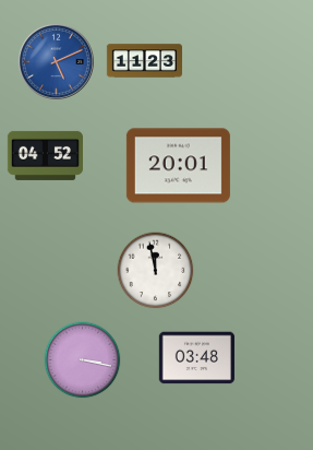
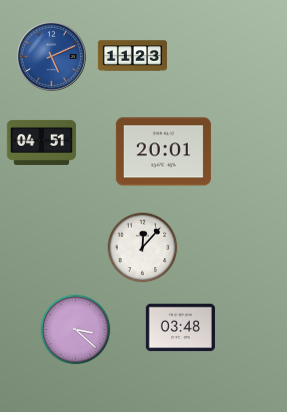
clock at (45, 155): 04:52 -> 04:51
clock at (156, 271): 11:58 -> 12:07
clock at (83, 360): 3:17 -> 3:22
